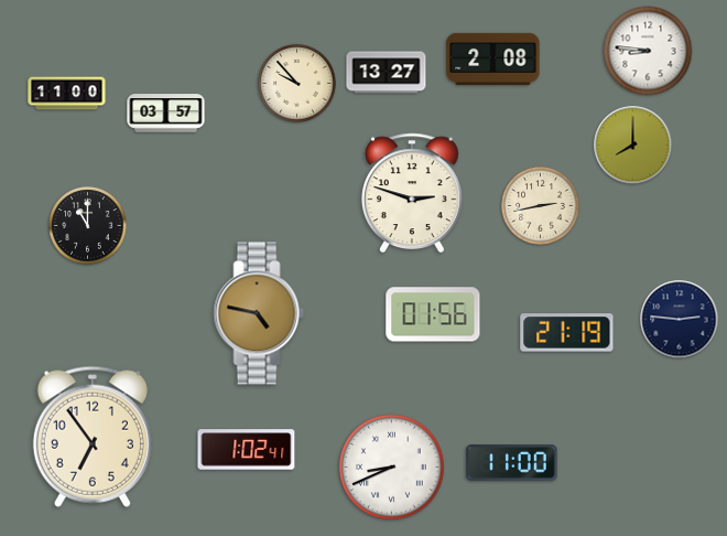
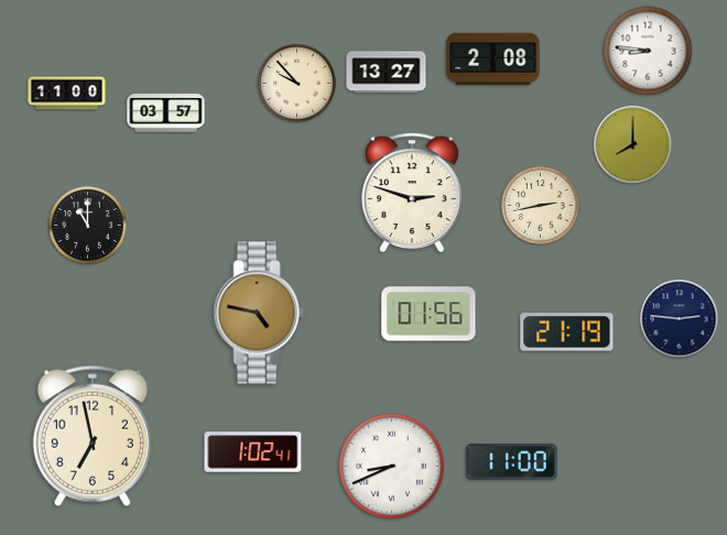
clock at (433, 314) position: (433, 314) -> (428, 314)
clock at (93, 437): 6:54 -> 6:58
clock at (247, 450) position: (247, 450) -> (253, 452)
